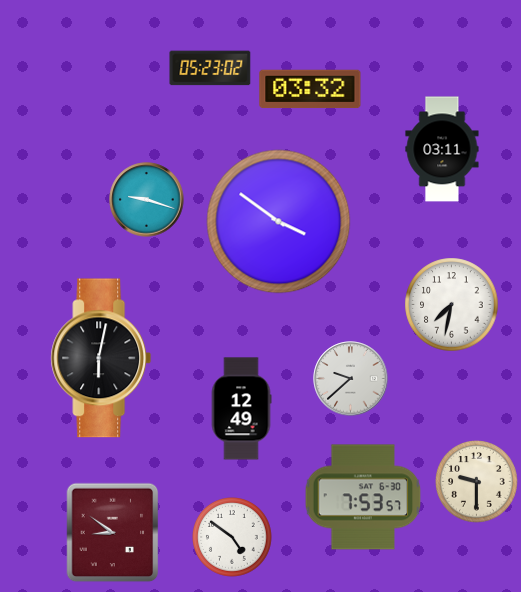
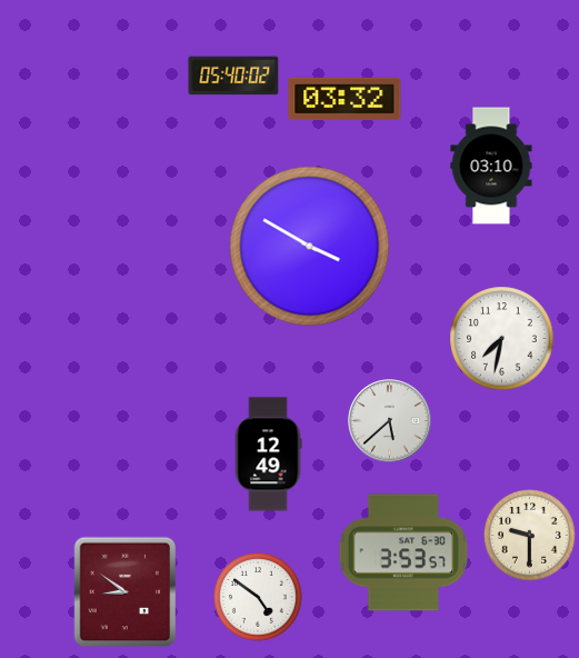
clock at (210, 68): 05:23 -> 05:40
clock at (442, 149): 03:11 -> 03:10
clock at (147, 200): 9:18 -> none
clock at (279, 222): 3:51 -> 3:50
clock at (101, 358): 6:02 -> none
clock at (351, 379): 9:38 -> 5:38
clock at (363, 497): 7:53 -> 3:53
